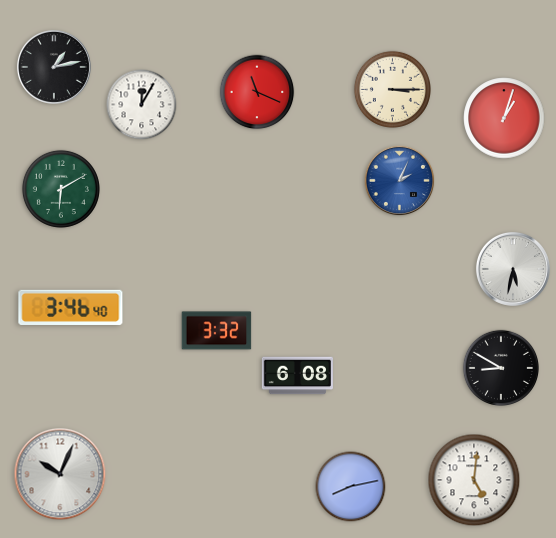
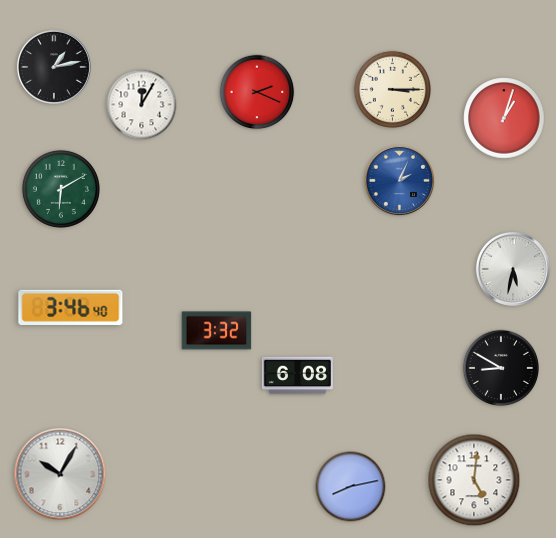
clock at (257, 92): 11:19 -> 2:19
clock at (60, 474): 10:04 -> 10:05
